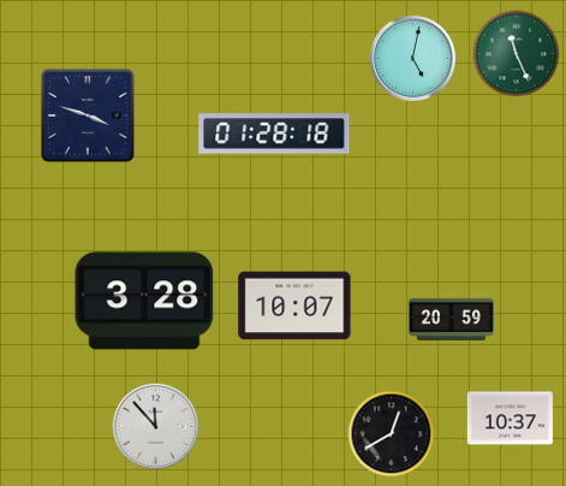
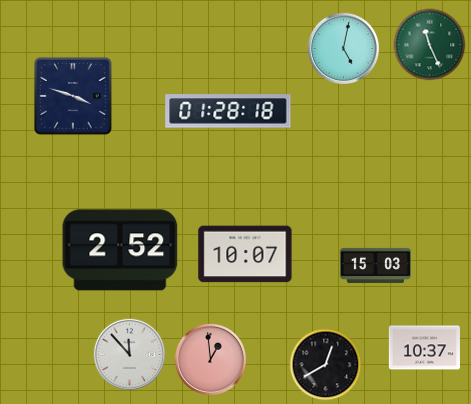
clock at (144, 301): 3:28 -> 2:52
clock at (451, 319): 20:59 -> 15:03
clock at (210, 359): none -> 12:59
clock at (392, 434) position: (392, 434) -> (326, 365)
